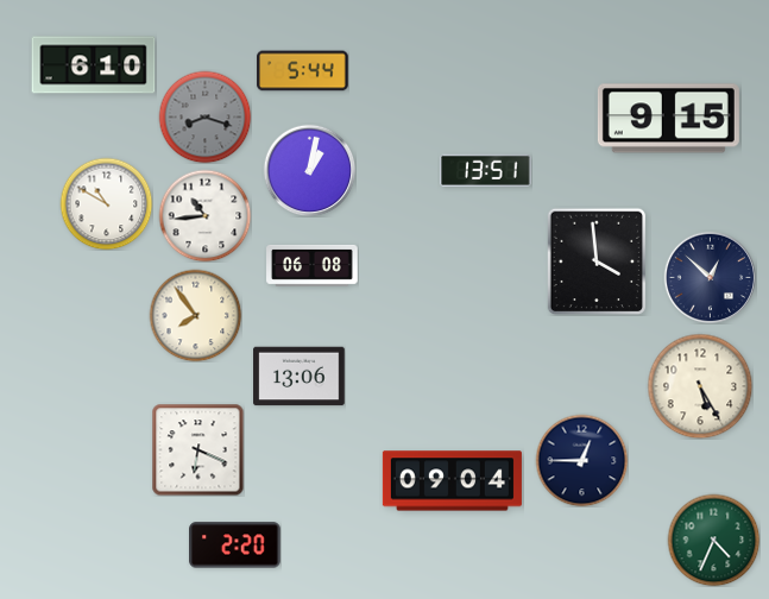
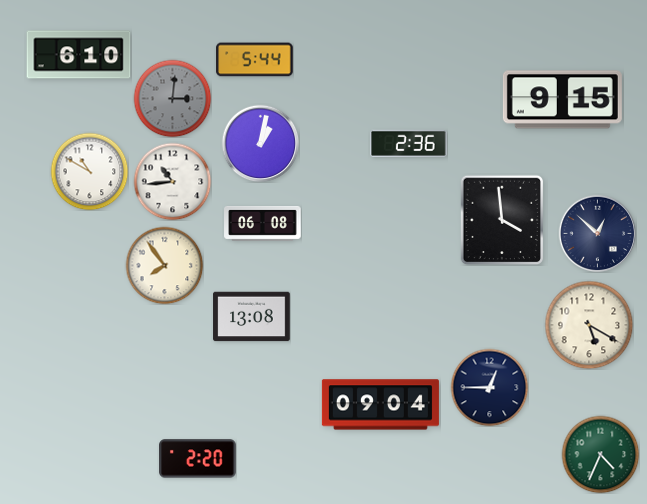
clock at (204, 116): 8:18 -> 3:01
clock at (486, 170): 13:51 -> 2:36
clock at (300, 377): 13:06 -> 13:08
clock at (700, 386): 5:25 -> 5:20
clock at (197, 449): 6:19 -> none
